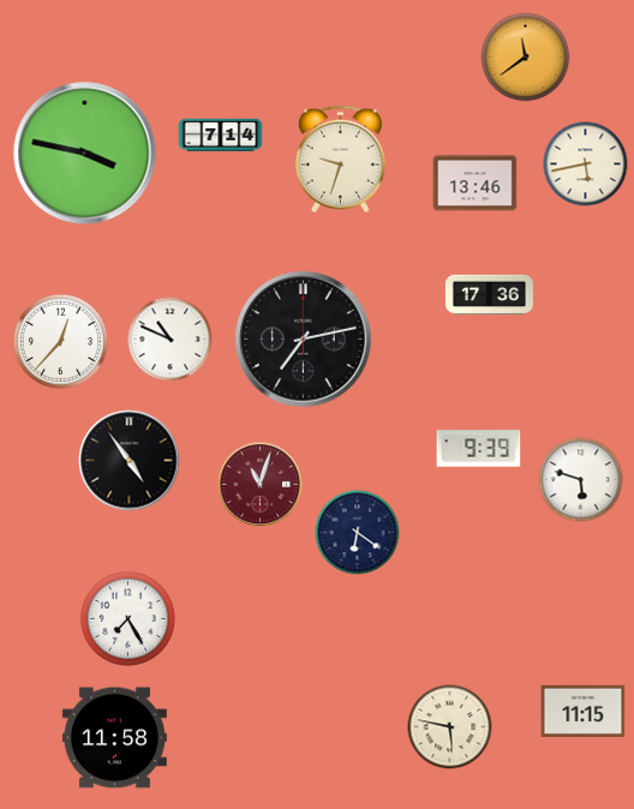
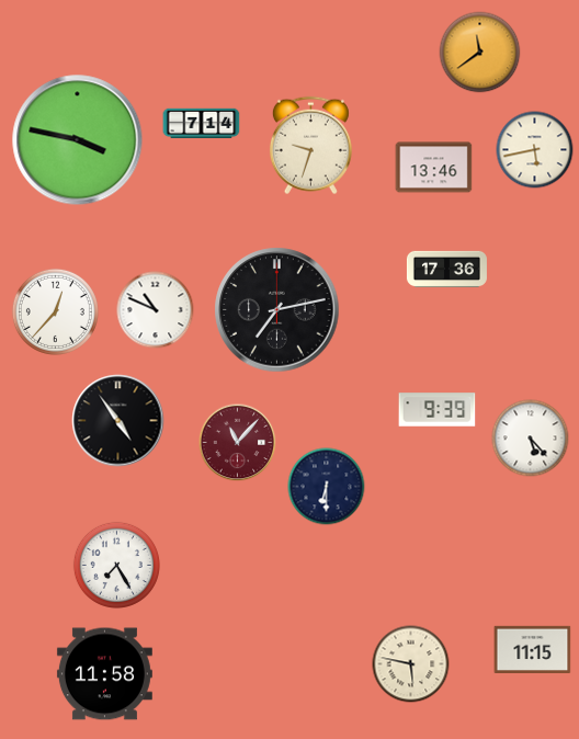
clock at (581, 480): 5:48 -> 5:23
clock at (261, 485): 11:03 -> 11:07
clock at (358, 533): 6:21 -> 6:30
